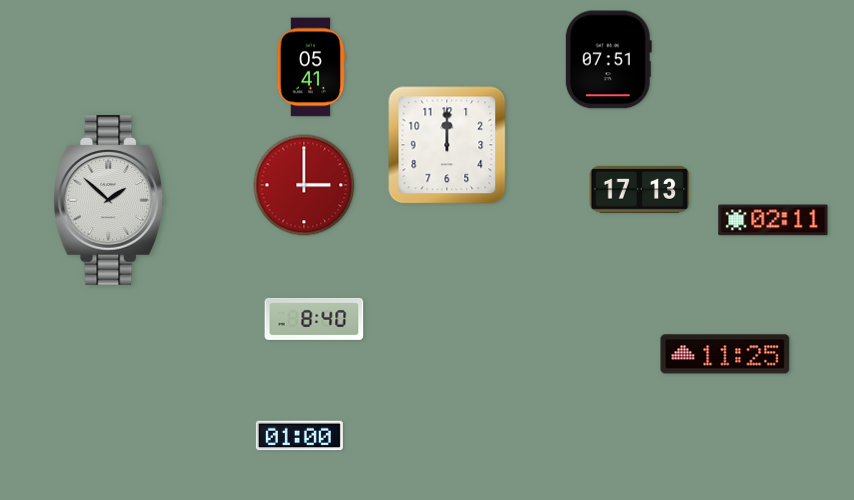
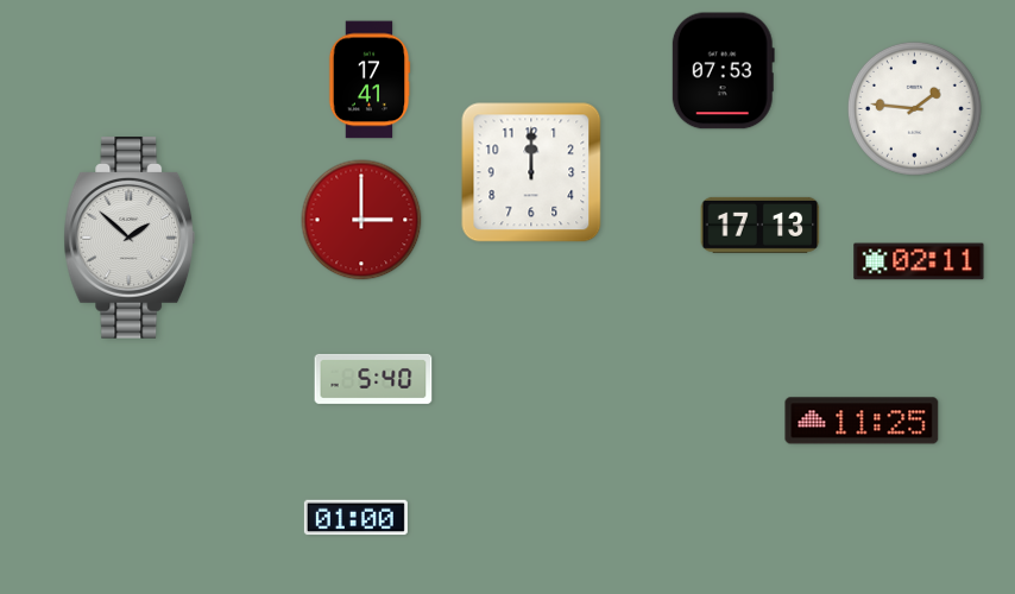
clock at (608, 60): 07:51 -> 07:53
clock at (311, 67): 05:41 -> 17:41
clock at (914, 108): none -> 1:46
clock at (314, 319): 8:40 -> 5:40
